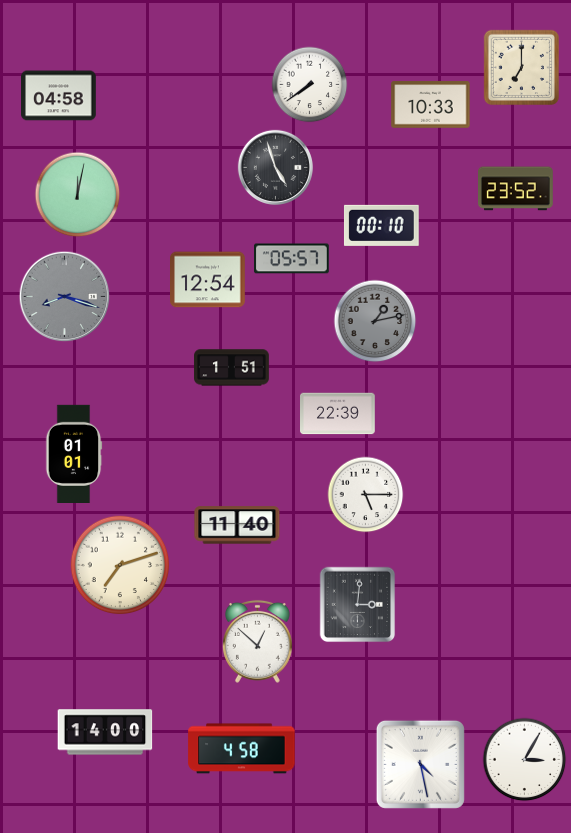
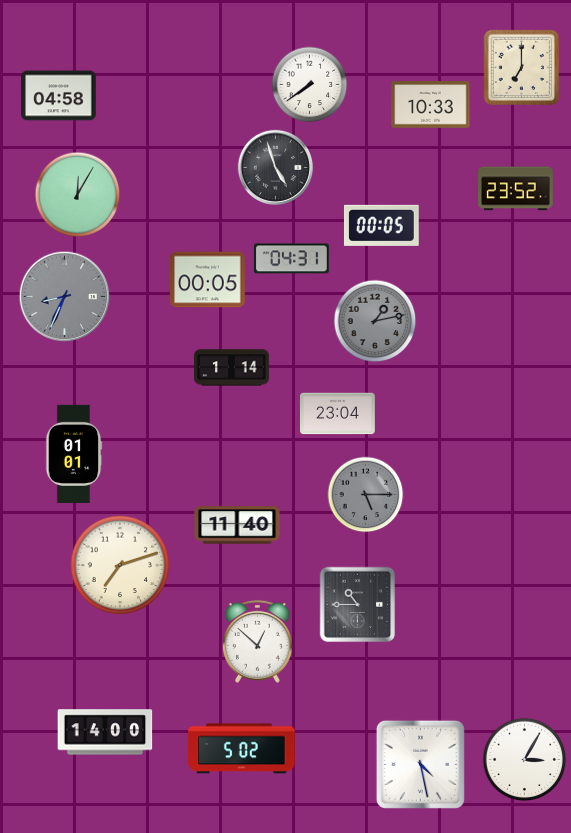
clock at (78, 195): 12:02 -> 12:05
clock at (381, 225): 00:10 -> 00:05
clock at (292, 259): 05:57 -> 04:31
clock at (208, 280): 12:54 -> 00:05
clock at (65, 297): 8:18 -> 8:34
clock at (232, 368): 1:51 -> 1:14
clock at (338, 414): 22:39 -> 23:04
clock at (366, 495) dial: white -> grey
clock at (358, 605): 3:01 -> 10:45
clock at (242, 749): 4:58 -> 5:02
